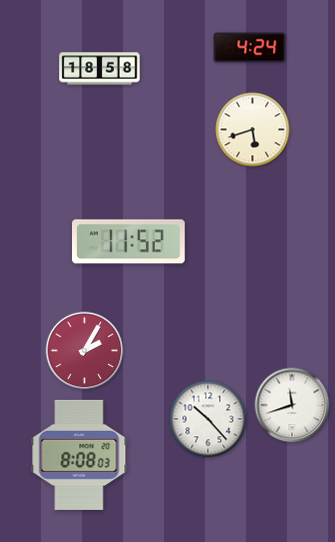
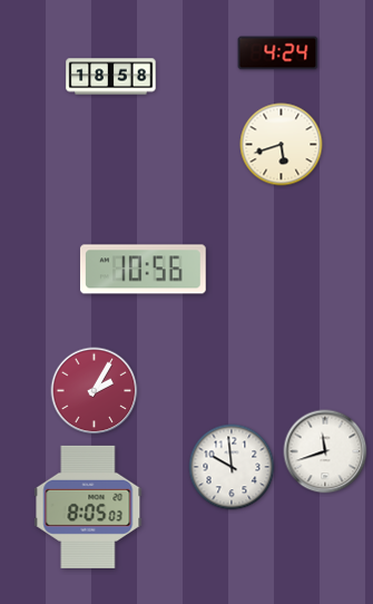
clock at (129, 242): 11:52 -> 10:56
clock at (208, 419): 10:23 -> 9:59
clock at (79, 455): 8:08 -> 8:05
